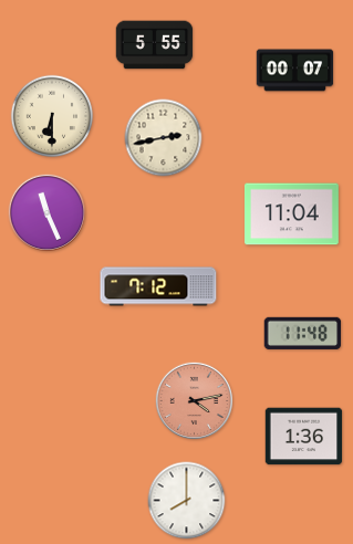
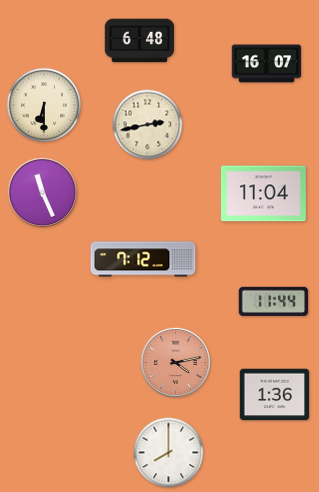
clock at (155, 45): 5:55 -> 6:48
clock at (295, 71): 00:07 -> 16:07
clock at (52, 116) position: (52, 116) -> (44, 105)
clock at (303, 333): 11:48 -> 11:44
